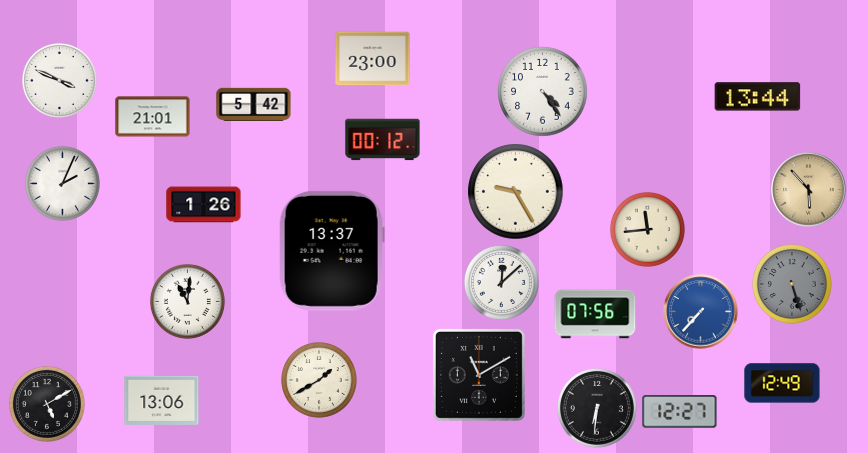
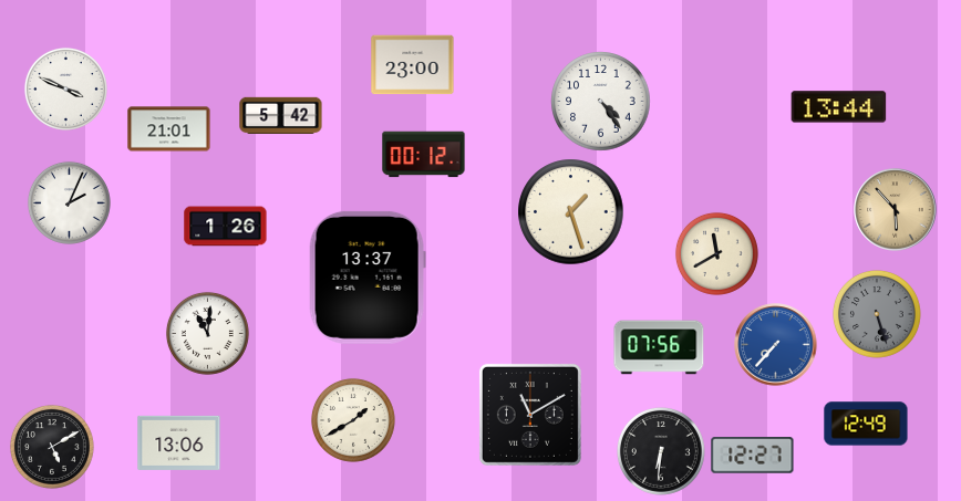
clock at (516, 192): 9:25 -> 1:27
clock at (647, 229): 11:44 -> 11:40
clock at (501, 282): 12:08 -> none
